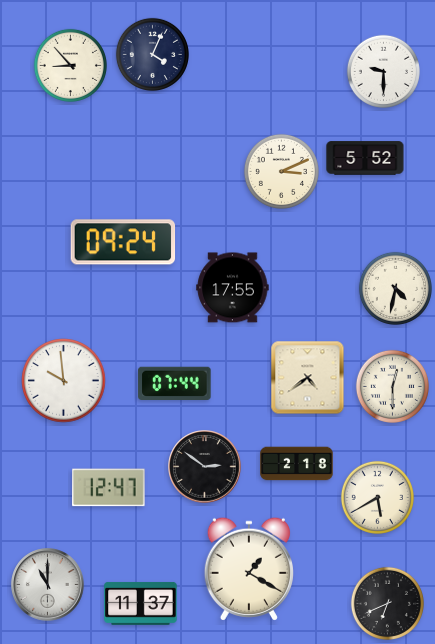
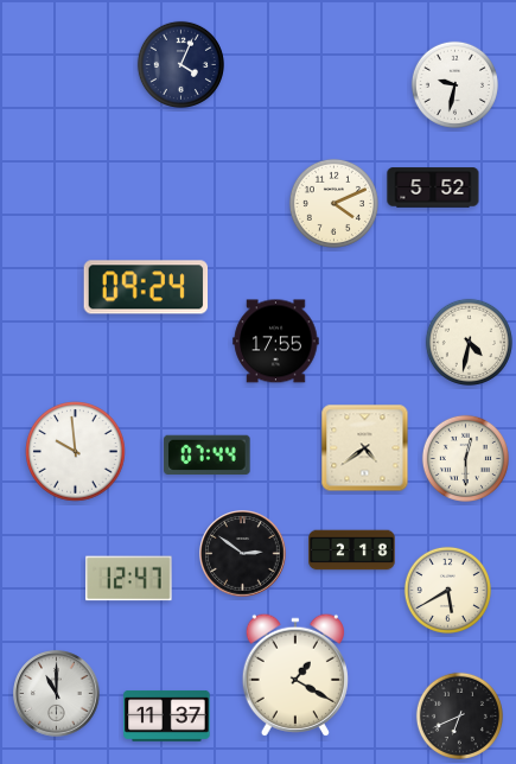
clock at (70, 65): 8:53 -> none
clock at (383, 71): 9:30 -> 9:32
clock at (281, 171): 3:11 -> 4:11
